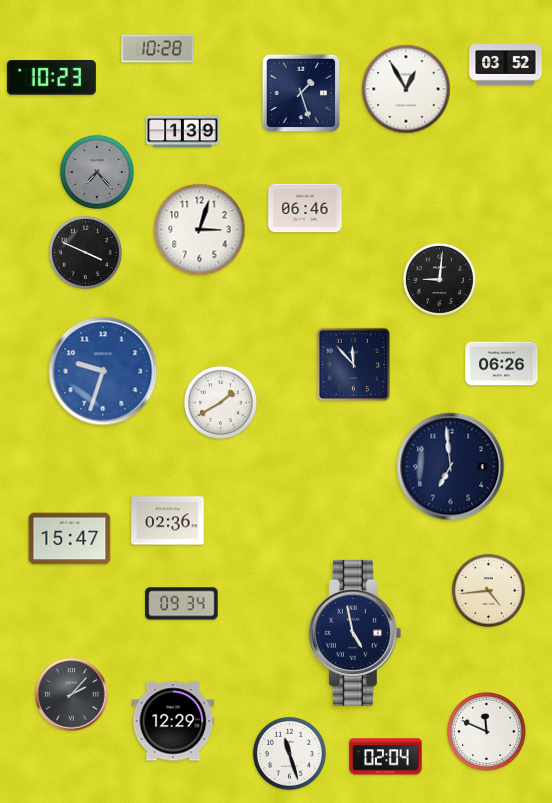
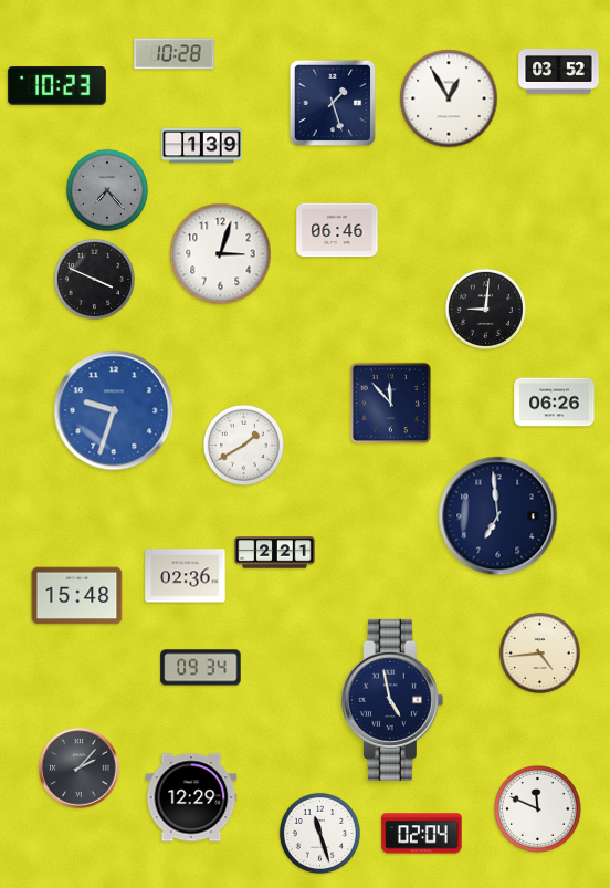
clock at (275, 553): none -> 2:21
clock at (70, 539): 15:47 -> 15:48
clock at (386, 757) position: (386, 757) -> (422, 834)
